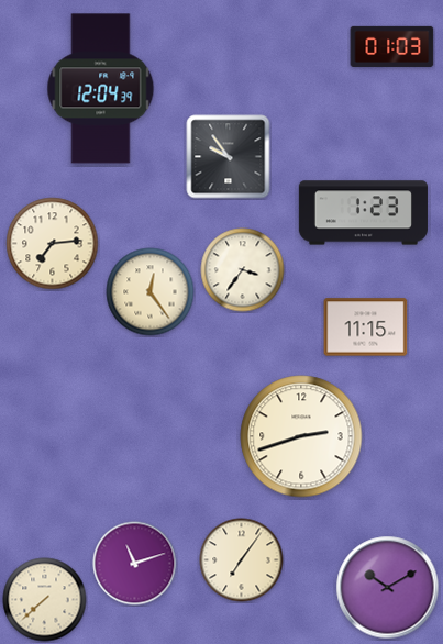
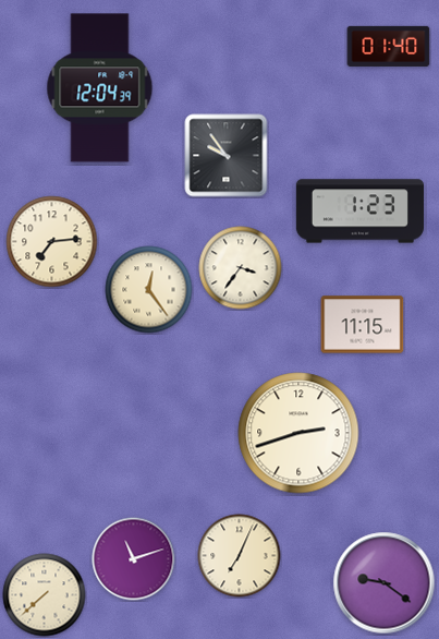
clock at (392, 46): 01:03 -> 01:40
clock at (242, 560): 7:06 -> 7:04
clock at (388, 588): 10:10 -> 9:21
